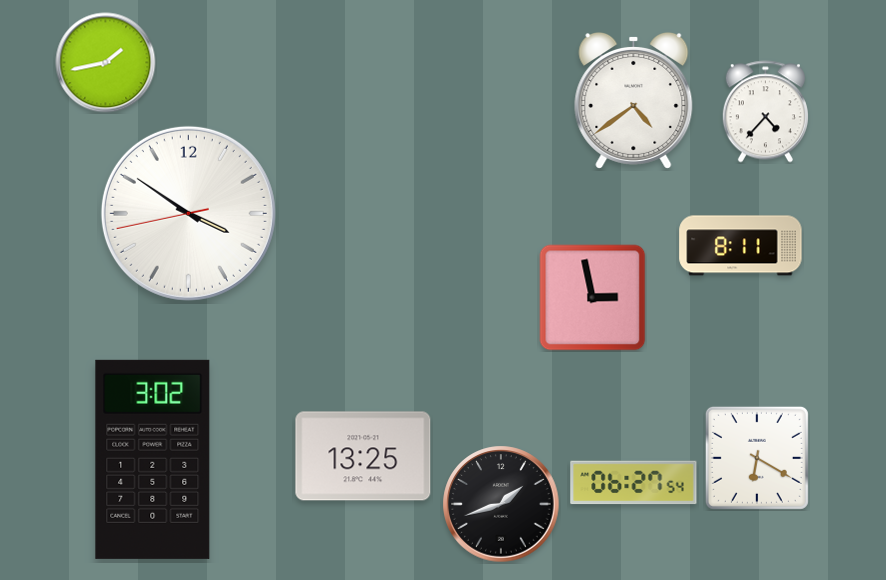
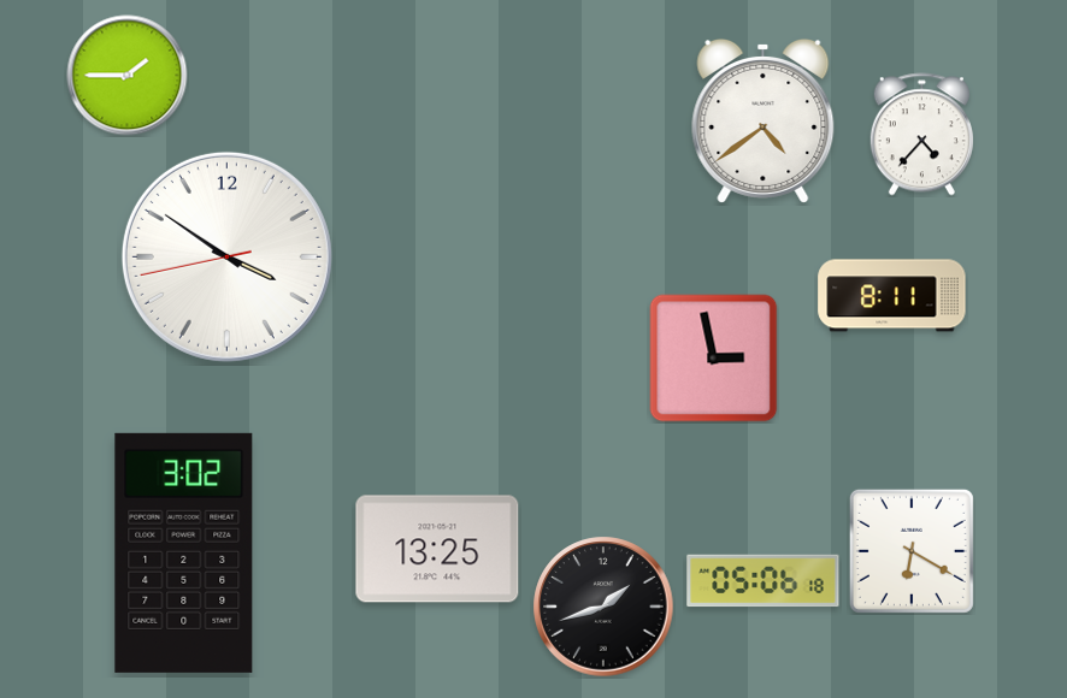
clock at (106, 63): 1:43 -> 1:45
clock at (634, 483): 06:27 -> 05:06
